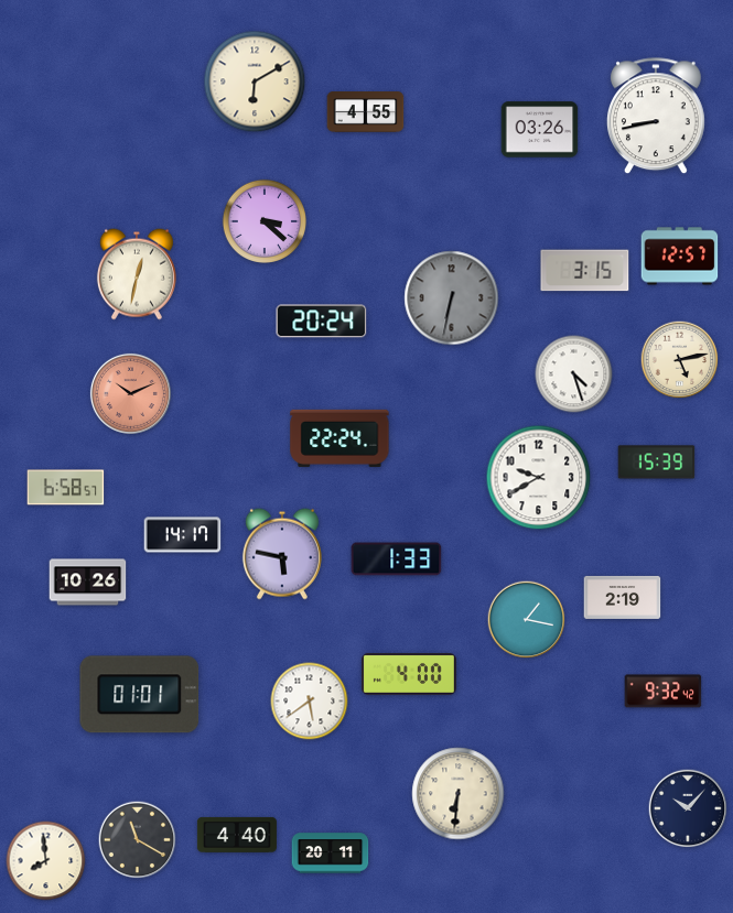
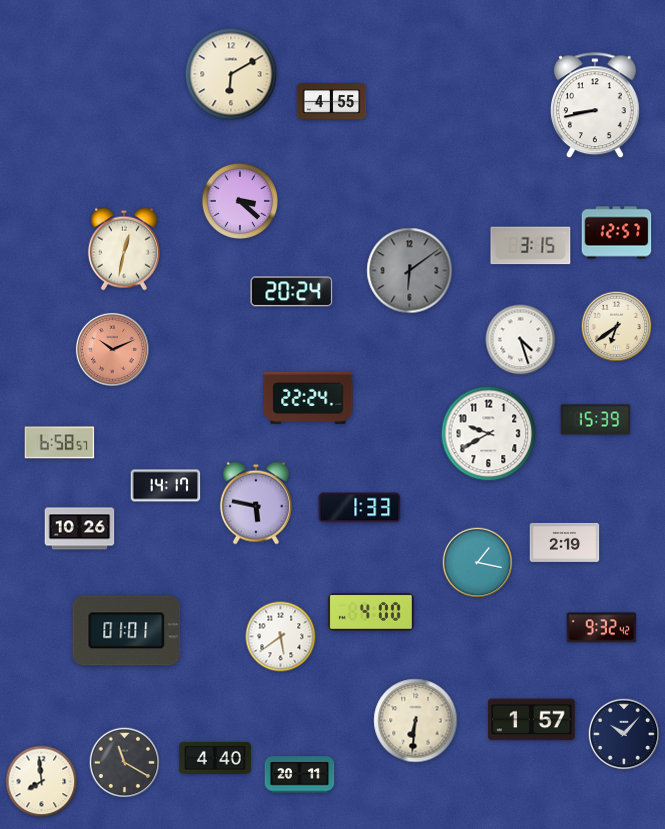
clock at (540, 130): 03:26 -> none
clock at (452, 298): 6:32 -> 6:09
clock at (680, 360): 5:13 -> 6:39
clock at (130, 393) position: (130, 393) -> (112, 349)
clock at (532, 720): none -> 1:57
